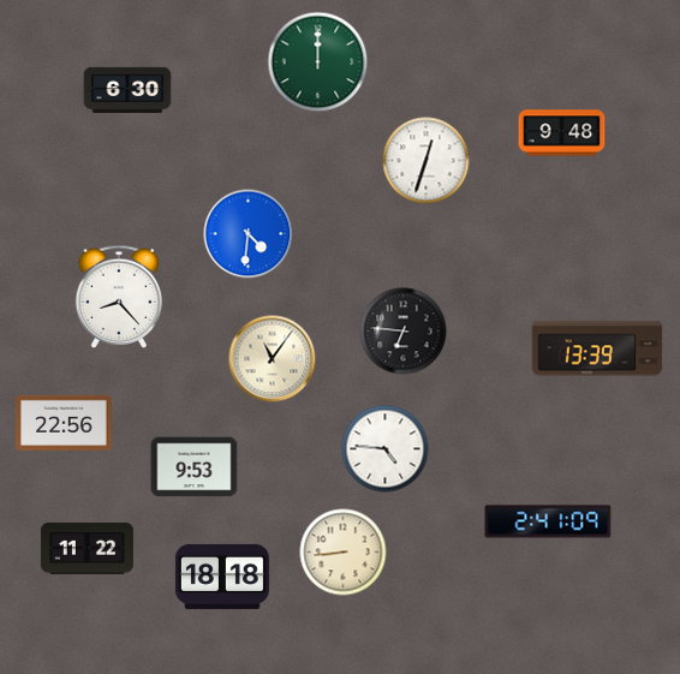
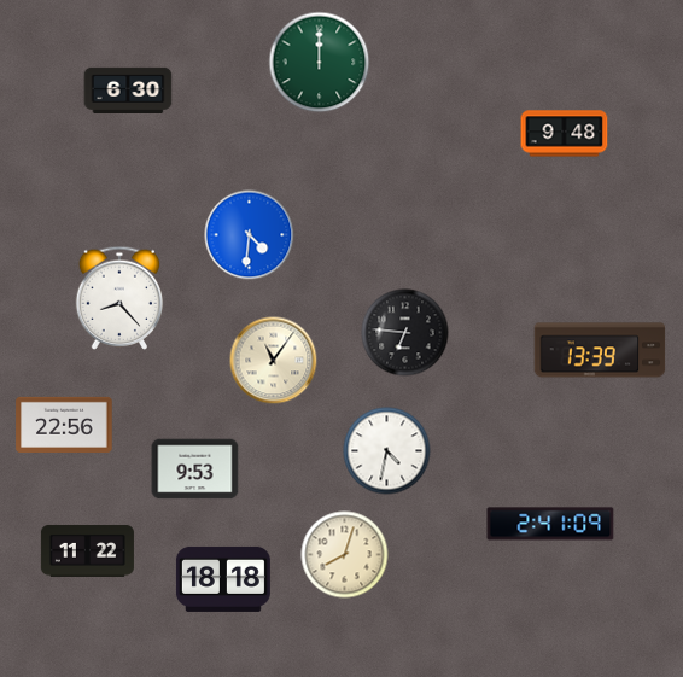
clock at (427, 161): 12:33 -> none
clock at (386, 449): 4:46 -> 4:32
clock at (344, 553): 8:44 -> 8:03
